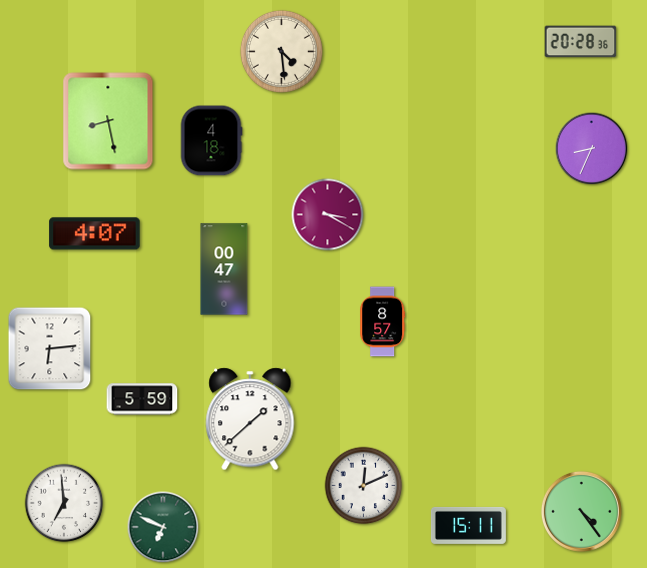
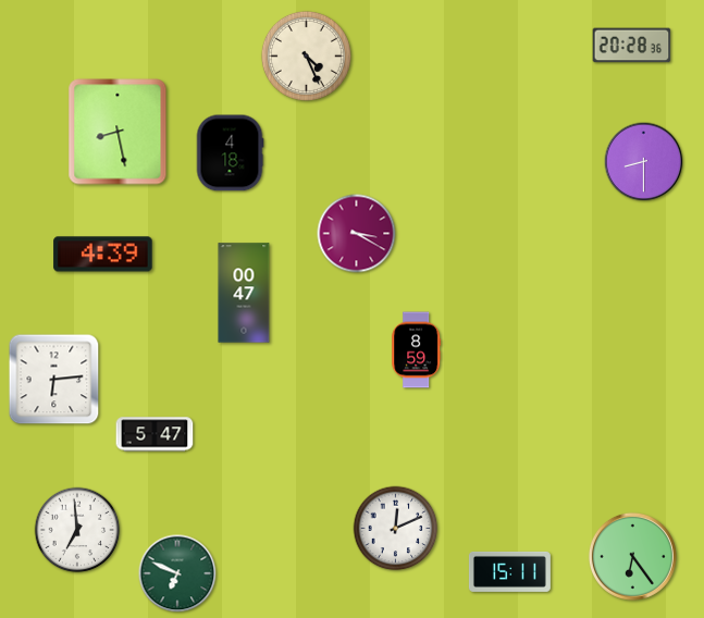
clock at (281, 51): 4:29 -> 4:26
clock at (592, 149): 8:34 -> 8:30
clock at (95, 234): 4:07 -> 4:39
clock at (383, 322): 8:57 -> 8:59
clock at (142, 399): 5:59 -> 5:47
clock at (250, 419): 1:38 -> none
clock at (64, 503) position: (64, 503) -> (77, 530)
clock at (581, 511): 4:24 -> 6:24
